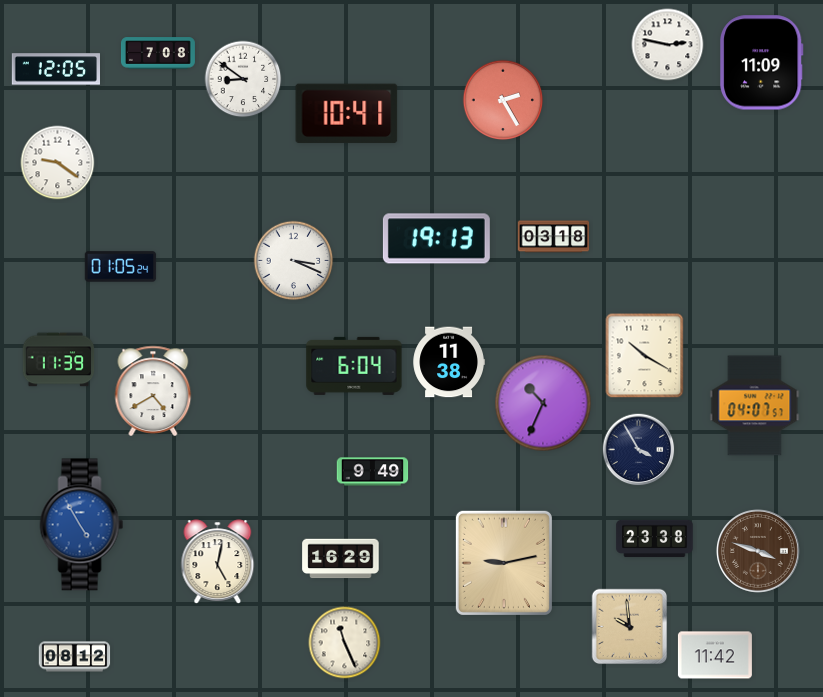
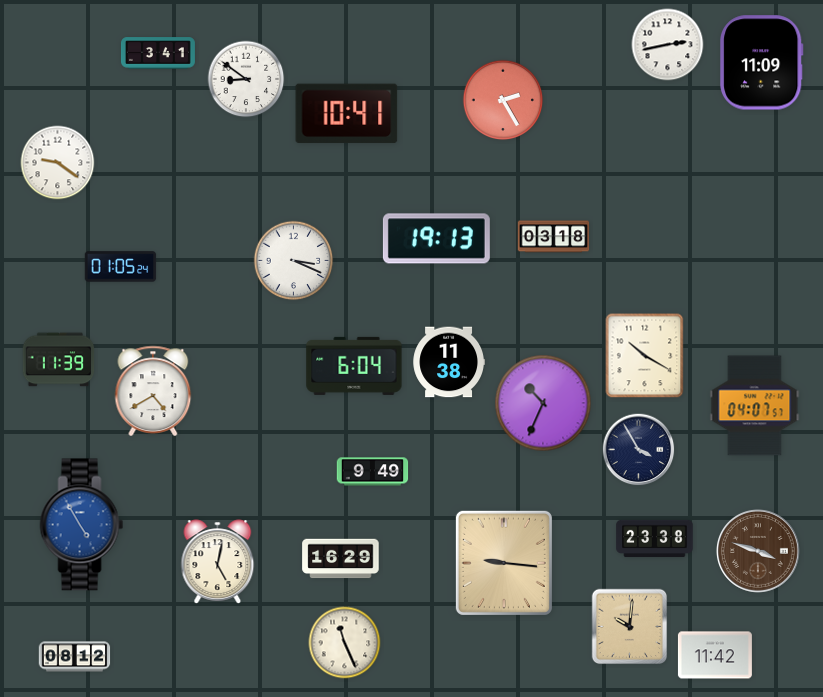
clock at (668, 45): 2:47 -> 2:43
clock at (158, 53): 7:08 -> 3:41
clock at (55, 69): 12:05 -> none
clock at (243, 79) position: (243, 79) -> (246, 79)
clock at (504, 563): 9:13 -> 9:16
clock at (630, 627): 9:59 -> 10:01
